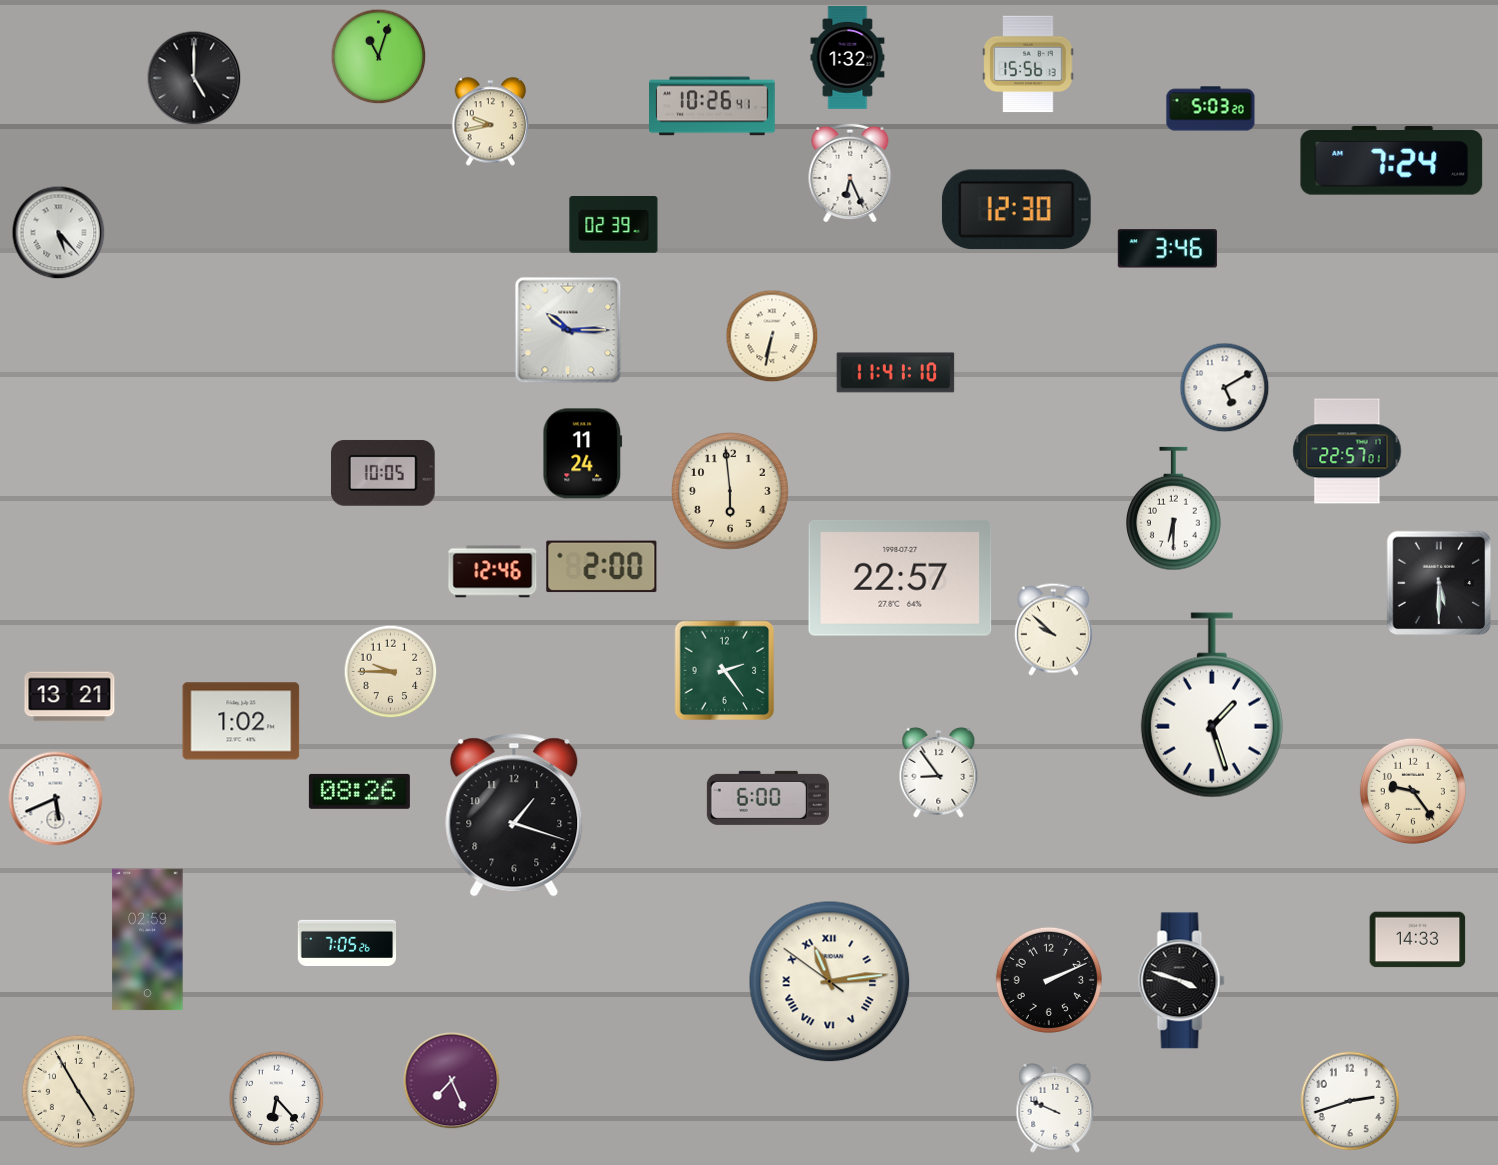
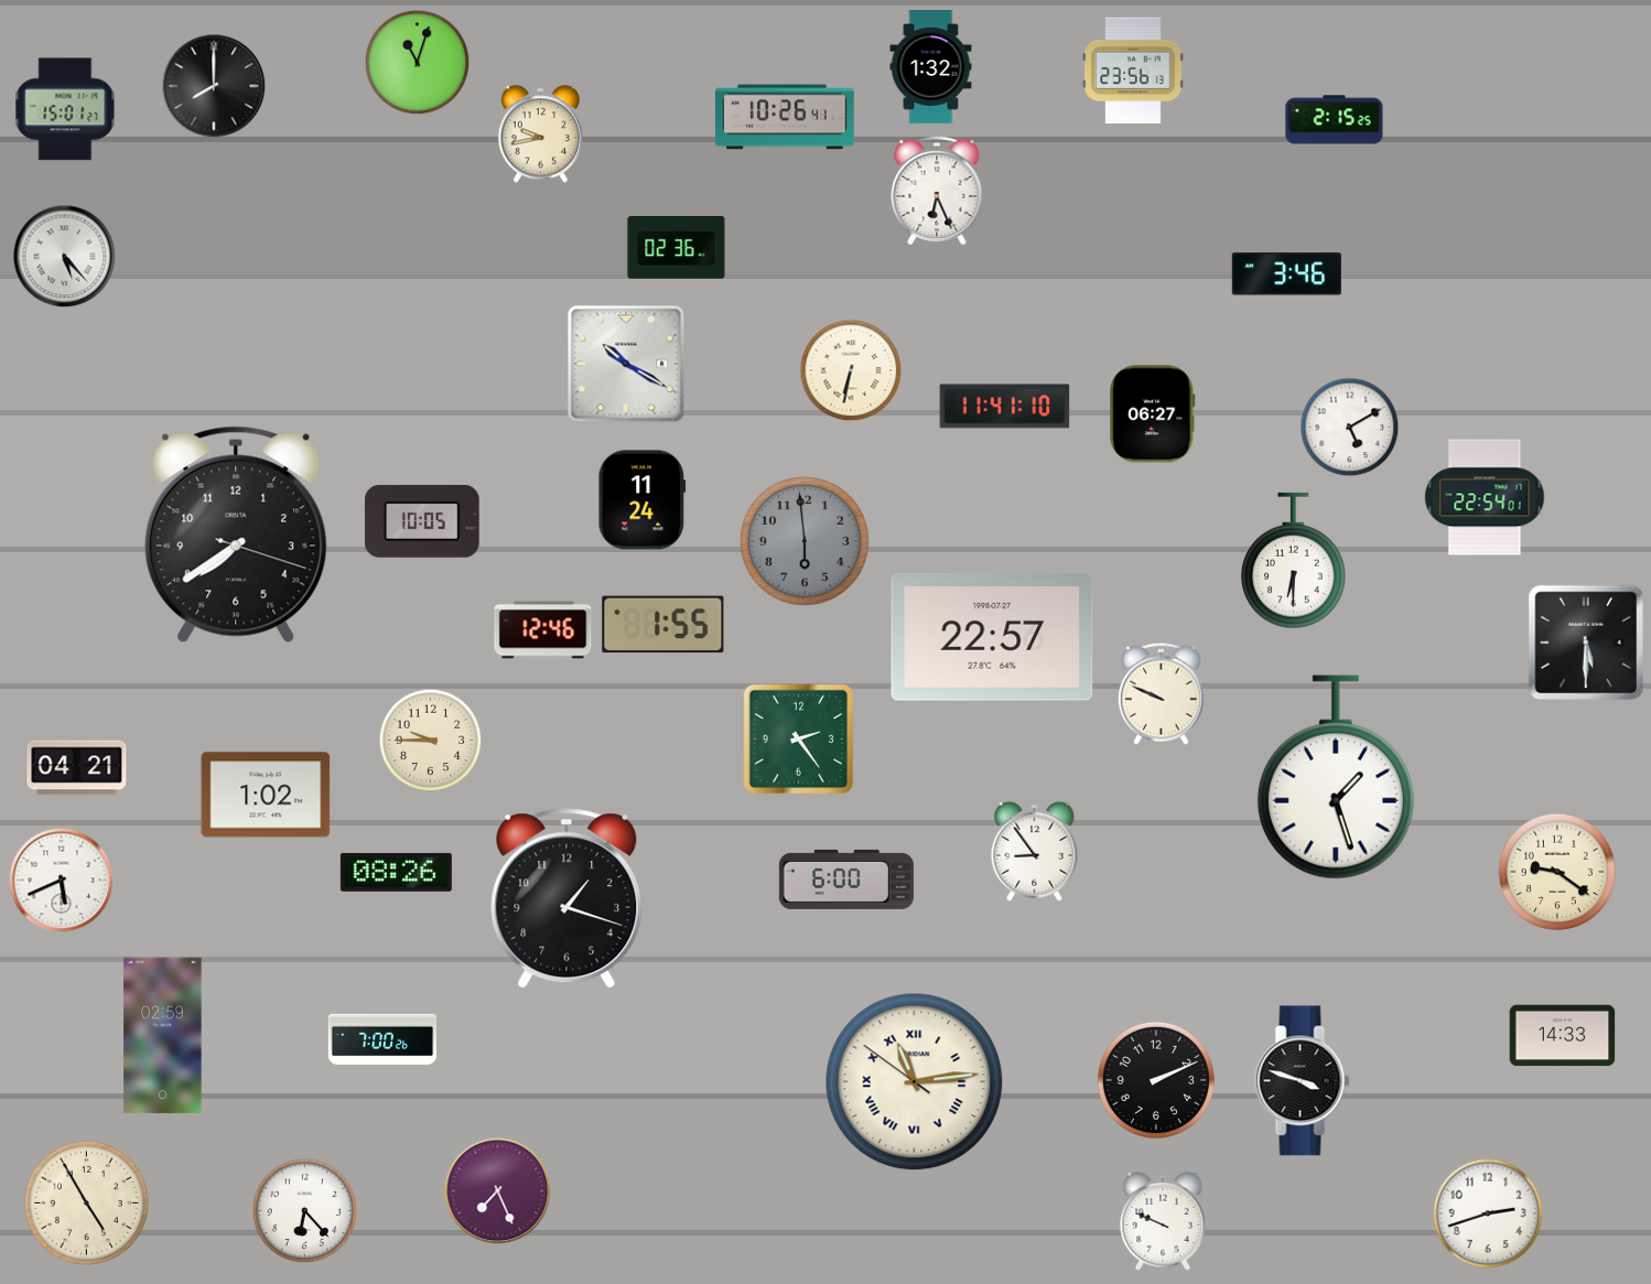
clock at (848, 58) position: (848, 58) -> (931, 67)
clock at (1028, 64): 15:56 -> 23:56
clock at (194, 78): 5:00 -> 8:00
clock at (65, 109): none -> 15:01
clock at (1211, 109): 5:03 -> 2:15
clock at (1392, 161): 7:24 -> none
clock at (1016, 210): 12:30 -> none
clock at (614, 225): 02:39 -> 02:36
clock at (568, 330): 10:15 -> 10:20
clock at (896, 373) position: (896, 373) -> (1005, 407)
clock at (1153, 414): none -> 06:27
clock at (1347, 451): 22:57 -> 22:54
clock at (236, 535): none -> 7:39
clock at (730, 491) dial: cream -> grey
clock at (602, 567): 2:00 -> 1:55
clock at (1053, 629): 9:52 -> 9:49
clock at (70, 697): 13:21 -> 04:21
clock at (1413, 791): 9:24 -> 9:21
clock at (347, 943): 7:05 -> 7:00
